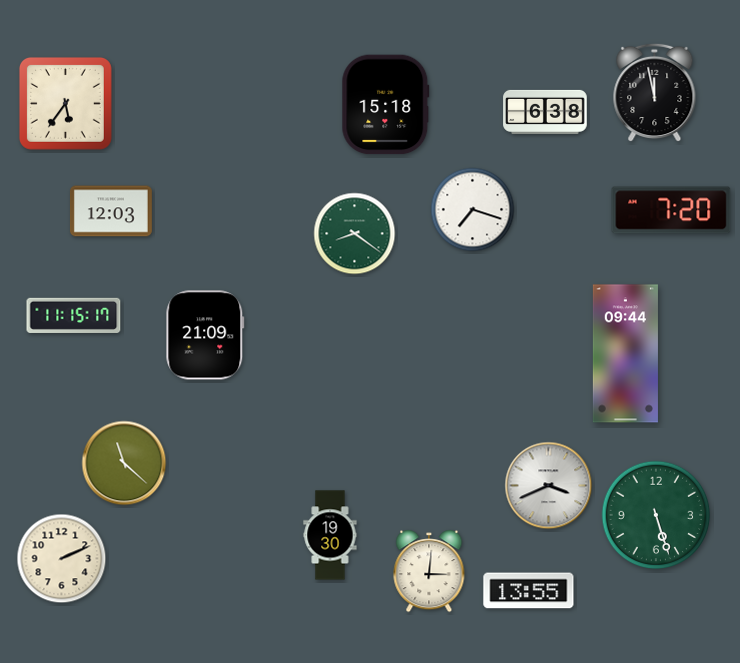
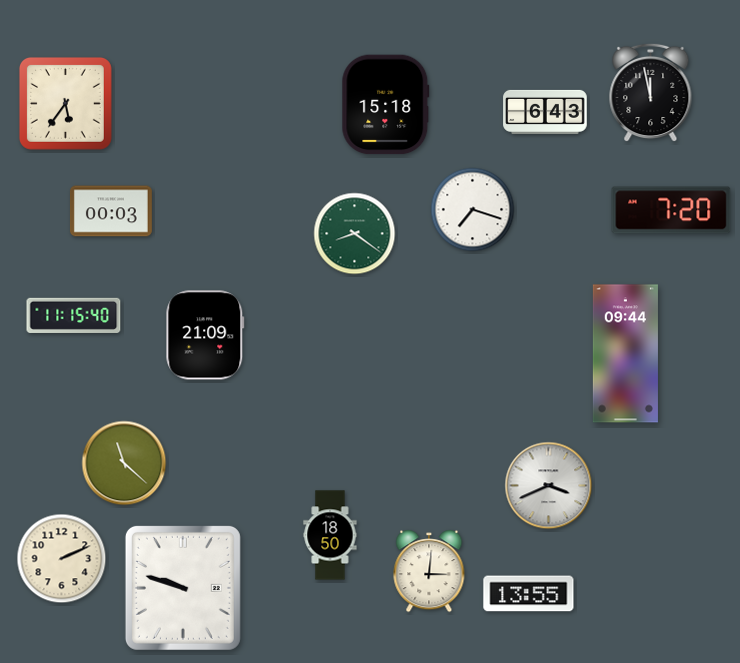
clock at (655, 93) position: (655, 93) -> (651, 93)
clock at (545, 112): 6:38 -> 6:43
clock at (111, 211): 12:03 -> 00:03
clock at (74, 315): 11:15:17 -> 11:15:40
clock at (656, 515): 5:27 -> none
clock at (330, 535): 19:30 -> 18:50
clock at (183, 588): none -> 9:48
clock at (529, 591) position: (529, 591) -> (529, 594)
